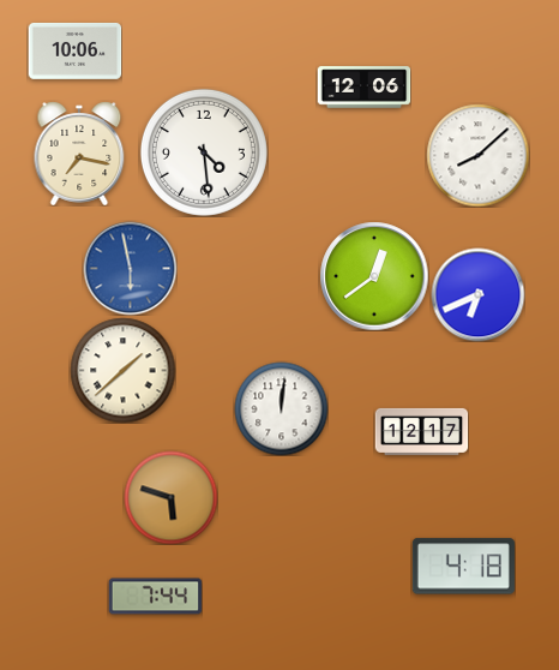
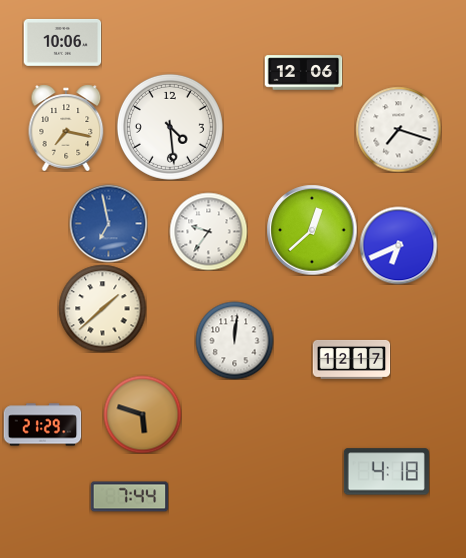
clock at (477, 155): 8:08 -> 7:18
clock at (130, 268): 5:58 -> 6:58
clock at (374, 276): 12:39 -> 12:38
clock at (208, 231): none -> 9:36
clock at (42, 425): none -> 21:29
